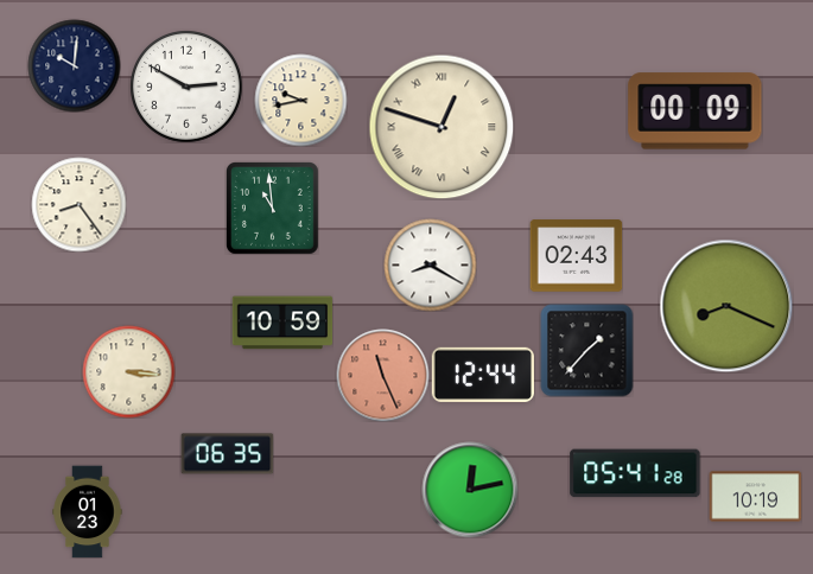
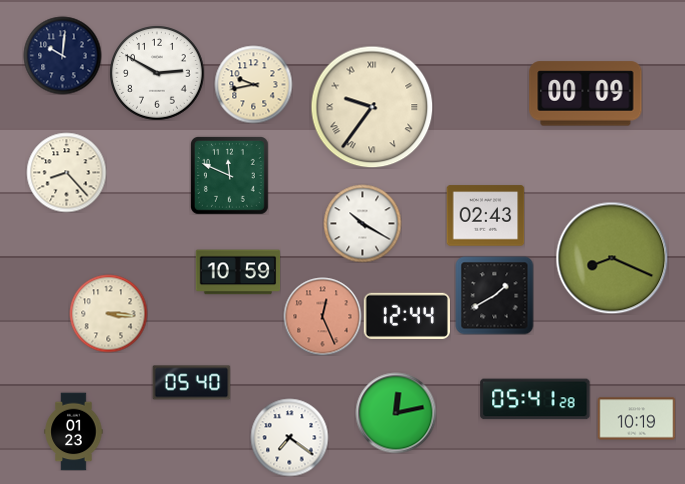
clock at (442, 127): 12:48 -> 9:36
clock at (78, 204): 8:24 -> 8:23
clock at (273, 209): 10:59 -> 11:49
clock at (430, 264): 8:20 -> 10:20
clock at (586, 350): 1:37 -> 1:40
clock at (382, 375): 11:26 -> 12:26
clock at (227, 454): 06:35 -> 05:40
clock at (289, 437): none -> 7:21
